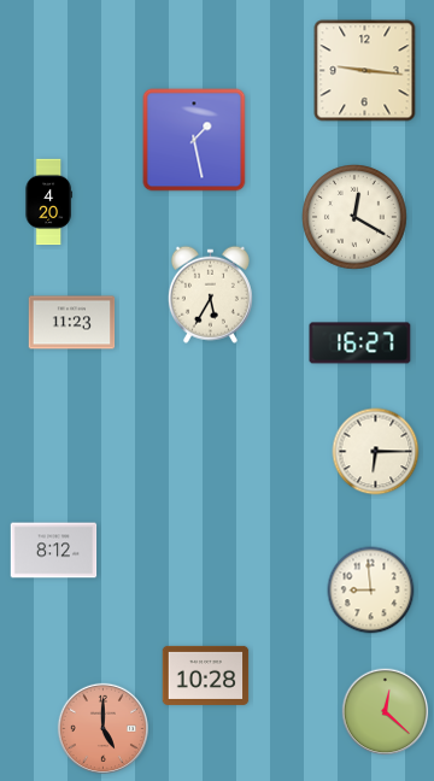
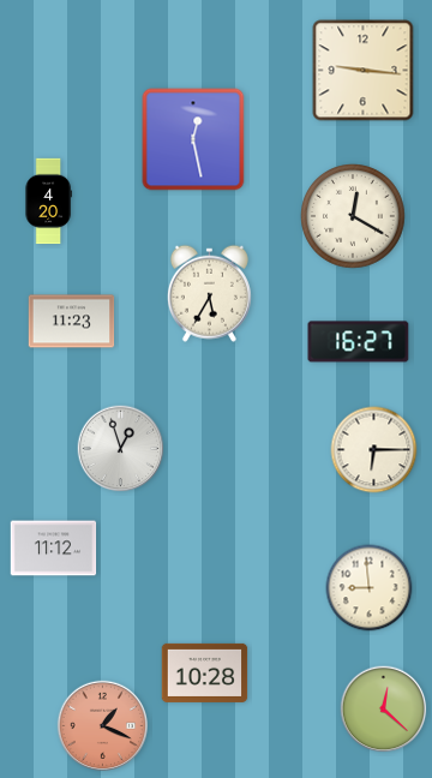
clock at (194, 140): 1:28 -> 12:28
clock at (121, 449): none -> 12:57
clock at (54, 551): 8:12 -> 11:12
clock at (102, 728): 5:00 -> 1:19
